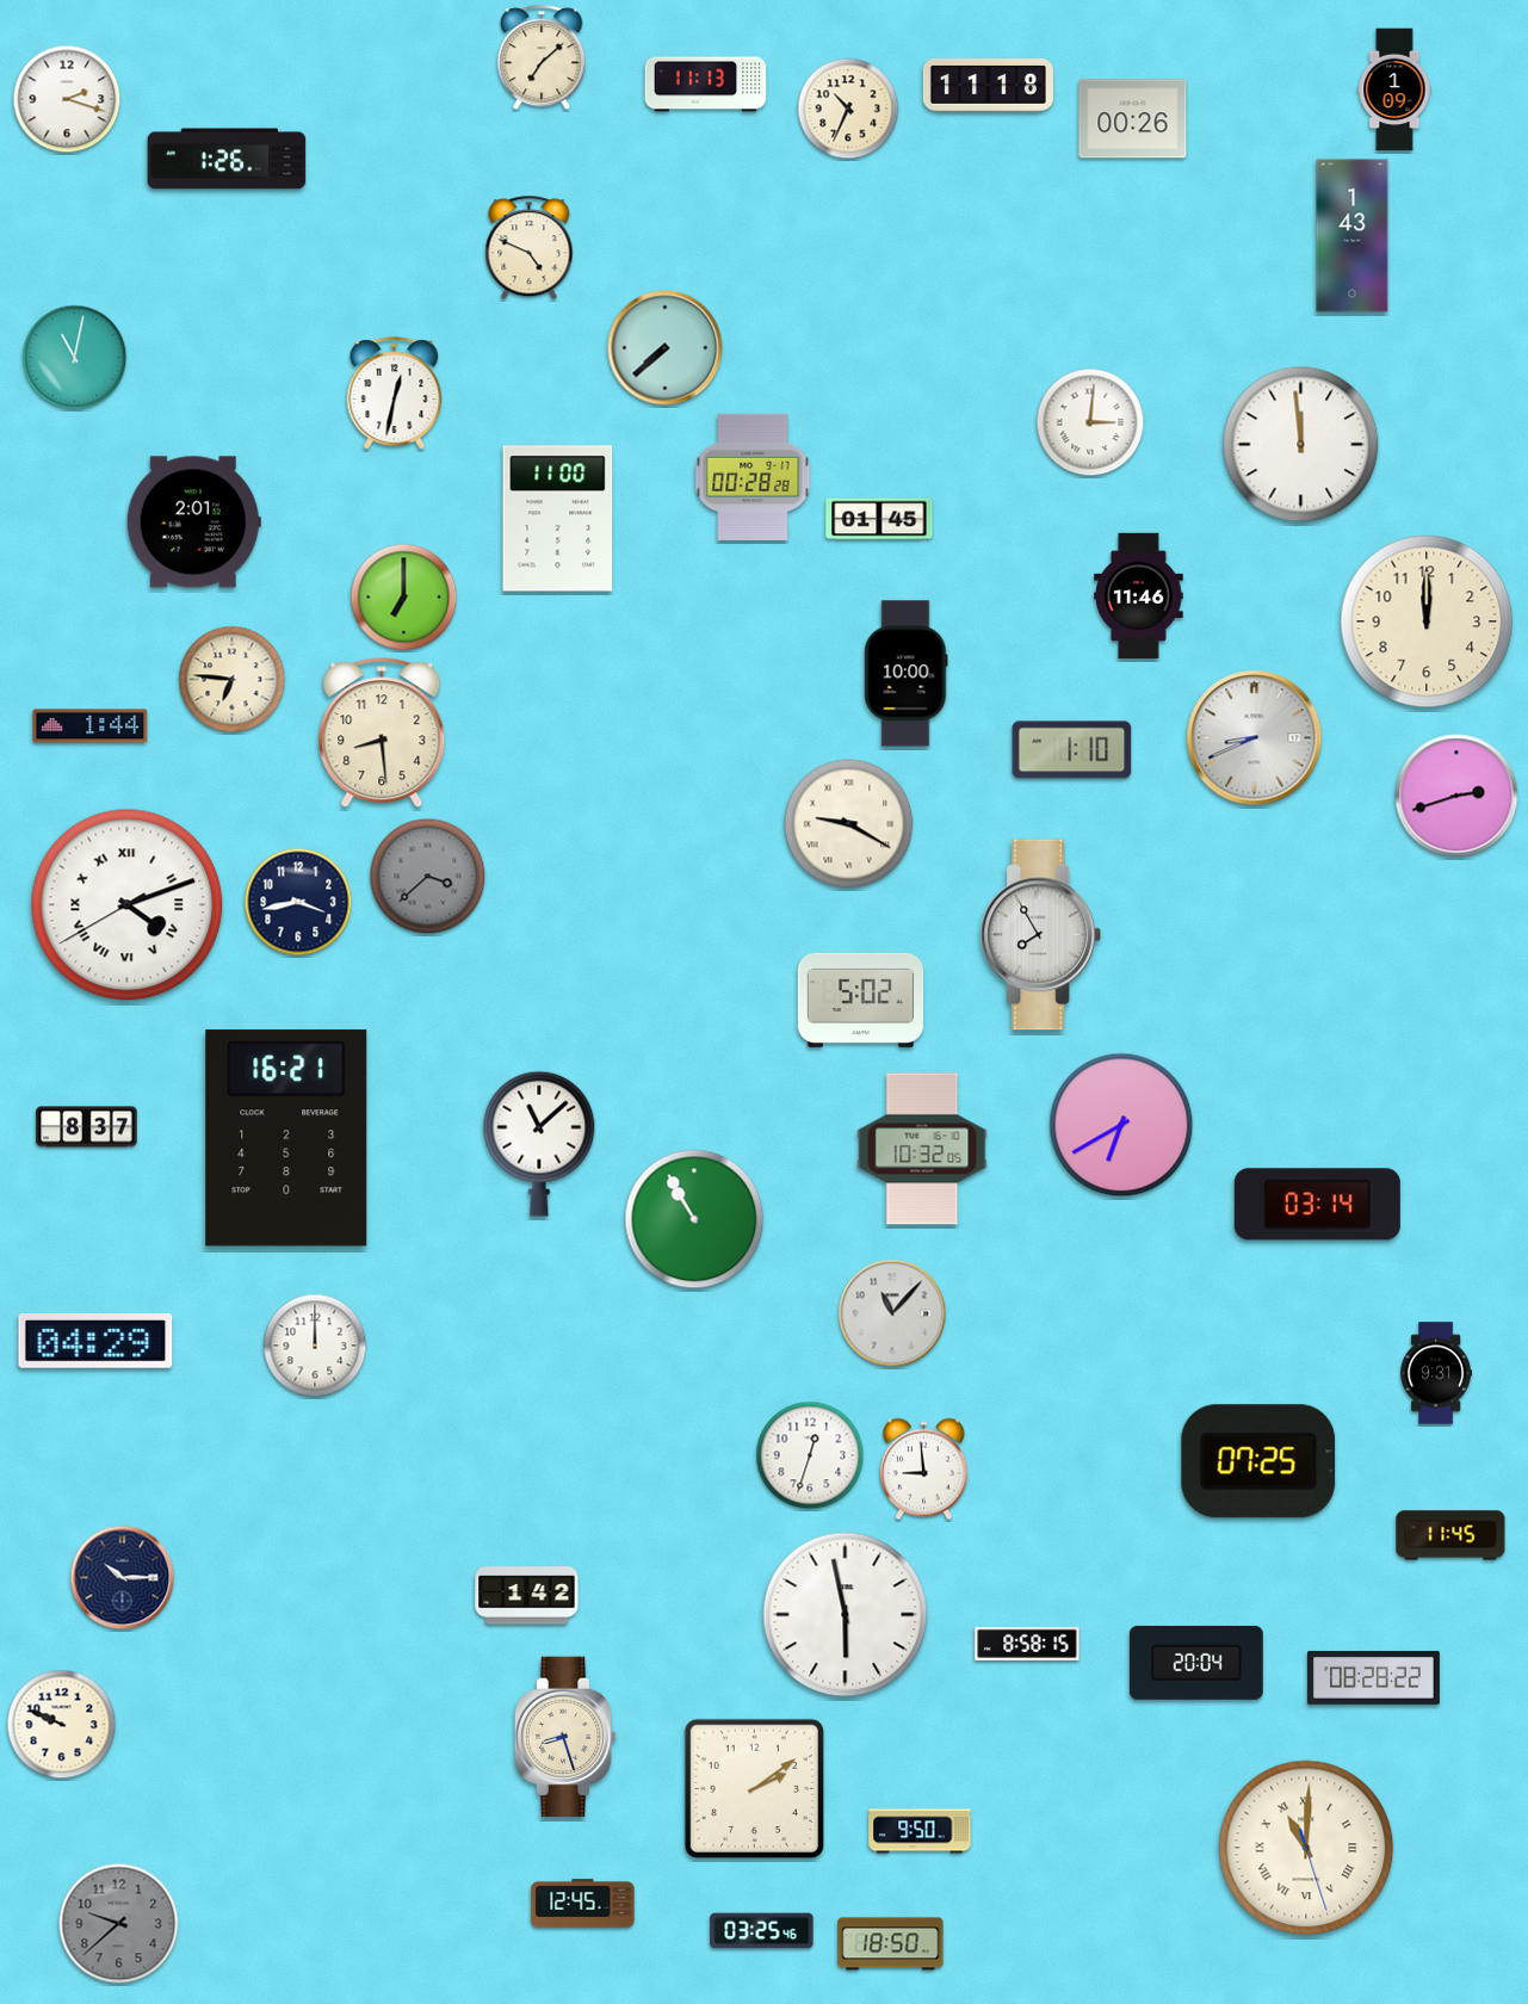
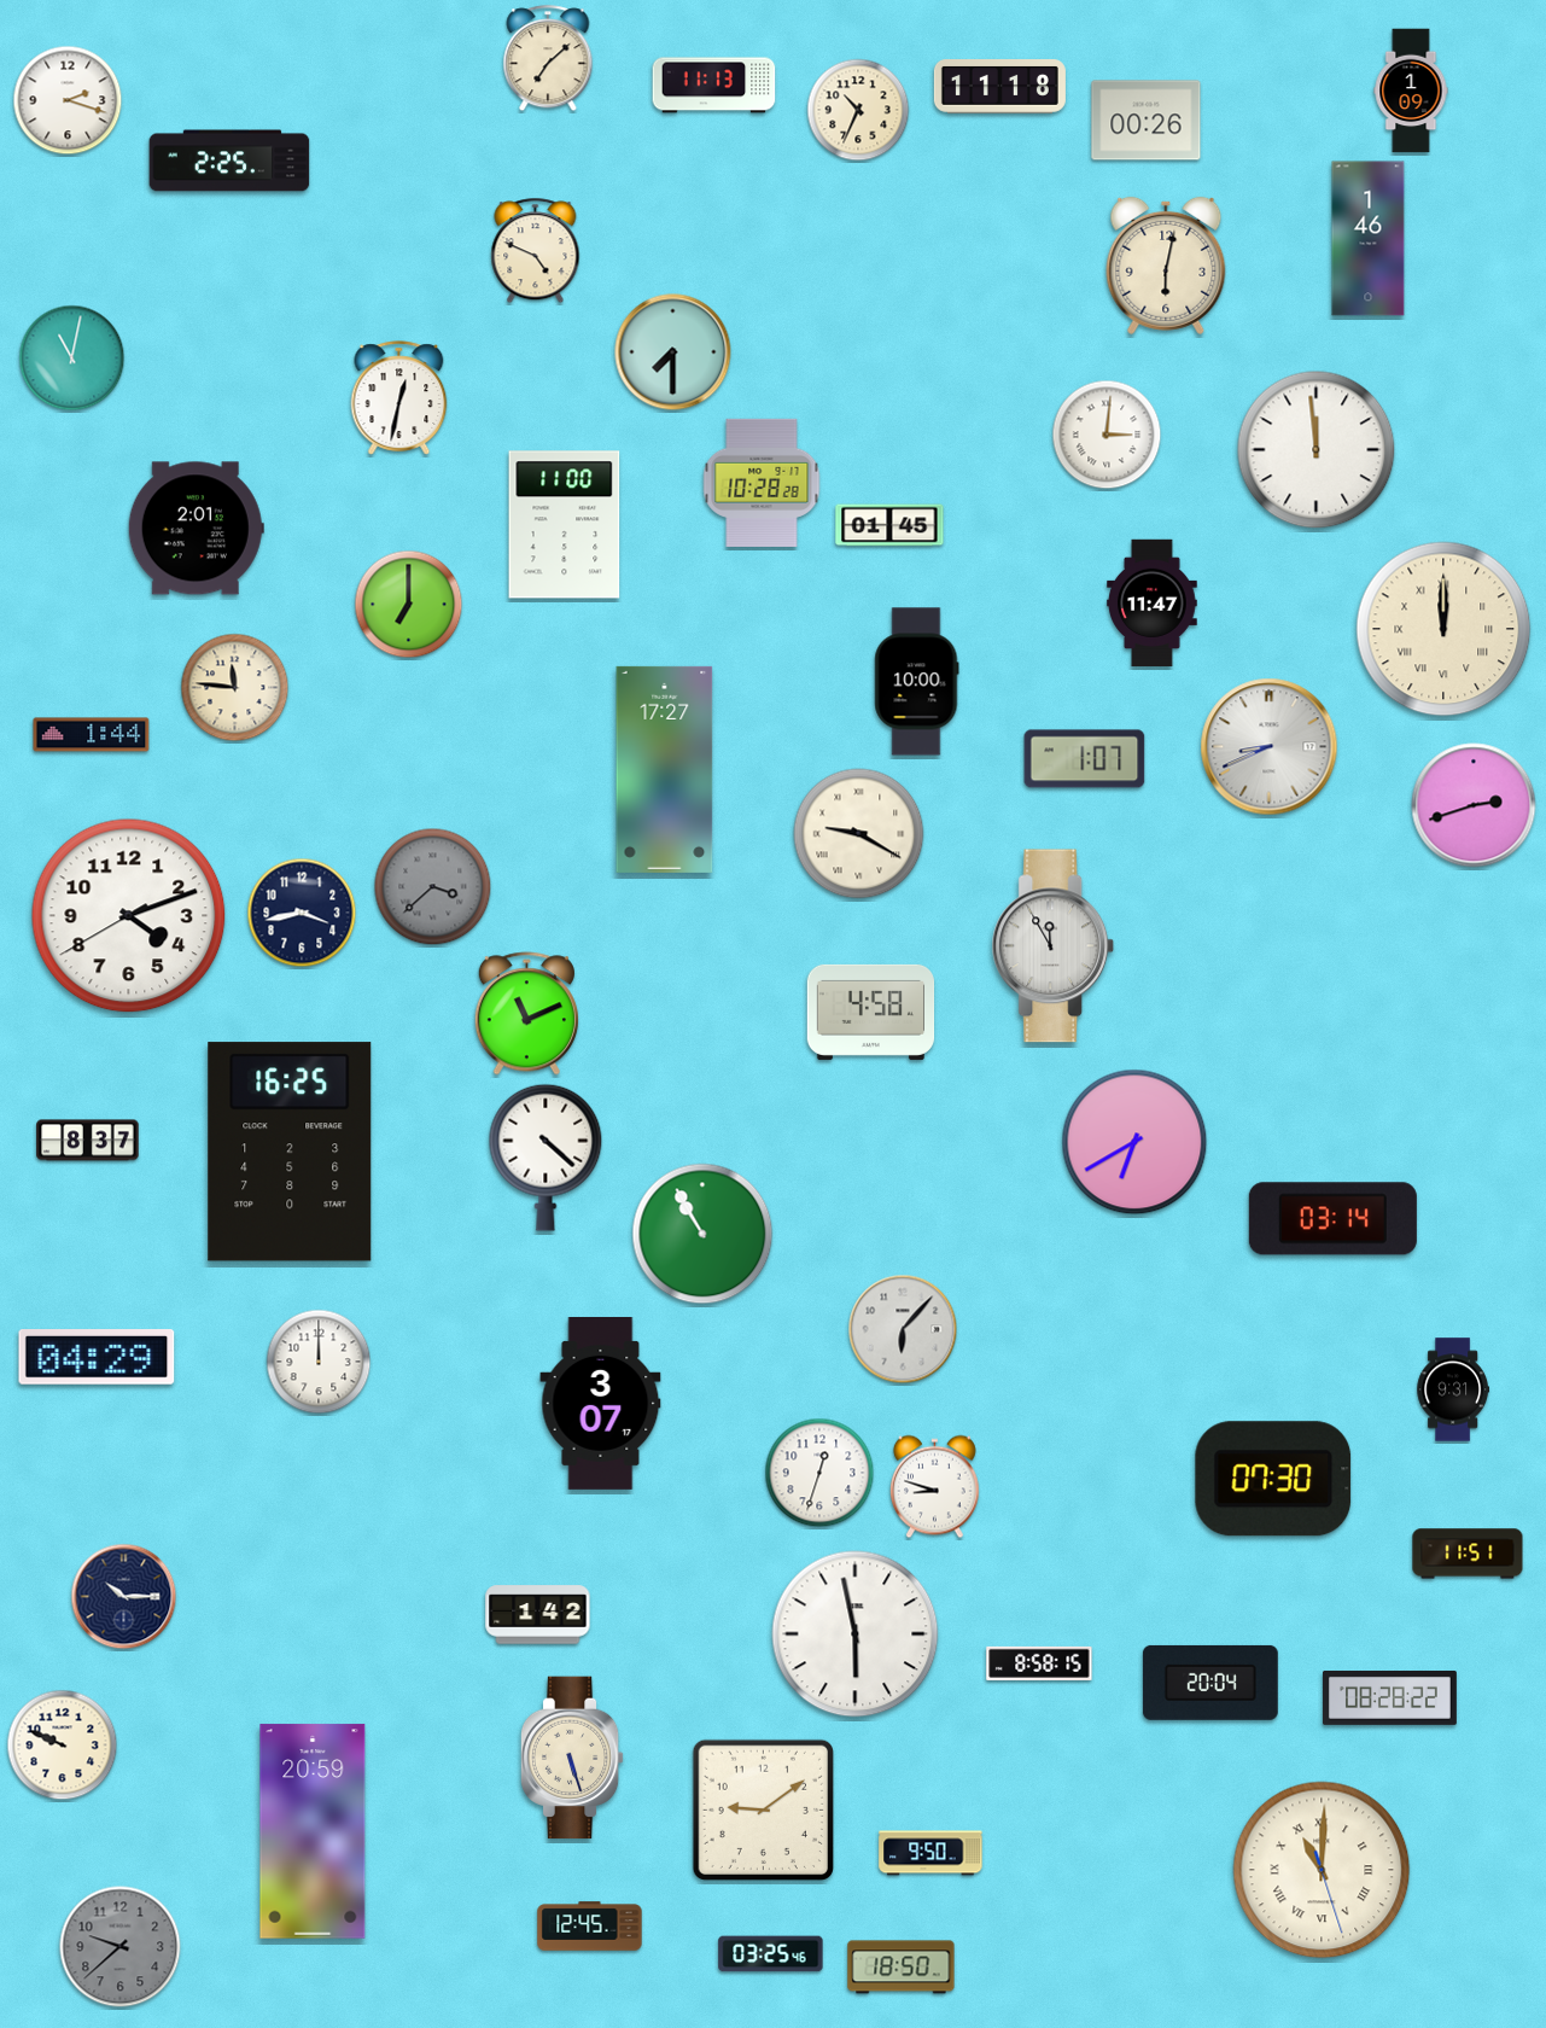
clock at (227, 159): 1:26 -> 2:25
clock at (1353, 236): 1:43 -> 1:46
clock at (1166, 266): none -> 6:02
clock at (666, 348): 7:38 -> 7:30
clock at (75, 358) position: (75, 358) -> (72, 359)
clock at (1090, 422) position: (1090, 422) -> (1107, 435)
clock at (753, 477): 00:28 -> 10:28
clock at (1139, 596): 11:46 -> 11:47
clock at (1427, 621) numerals: Arabic -> Roman
clock at (233, 680): 6:46 -> 11:46
clock at (382, 734): 8:29 -> none
clock at (1072, 750): 1:10 -> 1:07
clock at (665, 769): none -> 17:27
clock at (128, 905) numerals: Roman -> Arabic
clock at (1041, 935): 7:55 -> 11:55
clock at (861, 1000): 5:02 -> 4:58
clock at (526, 1014): none -> 11:11
clock at (1121, 1125) position: (1121, 1125) -> (1134, 1142)
clock at (286, 1138): 16:21 -> 16:25
clock at (539, 1144): 11:08 -> 4:22
clock at (922, 1149): 10:32 -> none
clock at (892, 1313): 11:07 -> 6:07
clock at (601, 1404): none -> 3:07
clock at (1258, 1461): 07:25 -> 07:30
clock at (924, 1470): 8:59 -> 8:48
clock at (1450, 1535): 11:45 -> 11:51
clock at (527, 1596) position: (527, 1596) -> (538, 1615)
clock at (565, 1737): 8:27 -> 5:27
clock at (754, 1788): 2:09 -> 9:09
clock at (313, 1831): none -> 20:59
